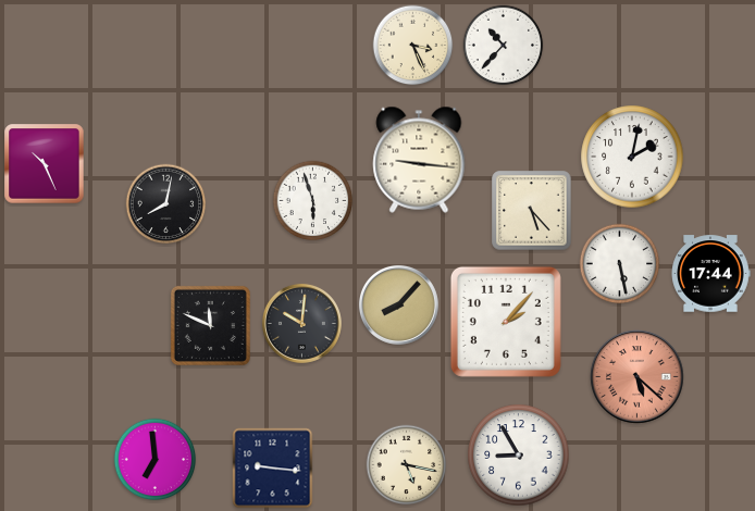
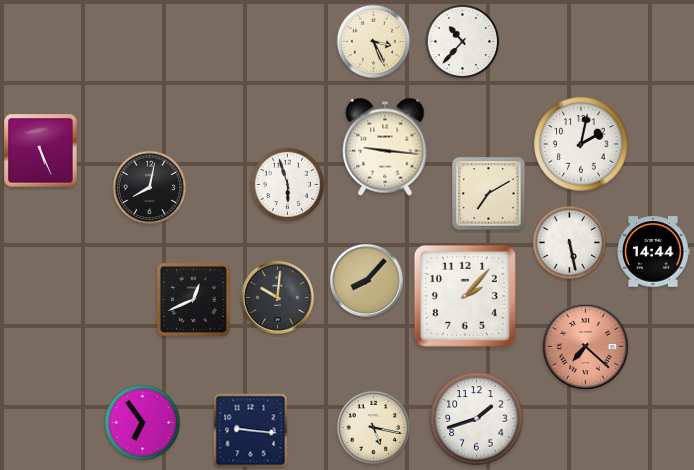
clock at (413, 46) position: (413, 46) -> (374, 42)
clock at (45, 164): 10:26 -> 5:26
clock at (166, 204) position: (166, 204) -> (150, 188)
clock at (532, 211): 5:23 -> 7:10
clock at (710, 274): 17:44 -> 14:44
clock at (210, 325): 11:49 -> 12:41
clock at (638, 377): 5:22 -> 7:22
clock at (519, 456): 8:55 -> 1:42
clock at (156, 460): 6:59 -> 6:54
